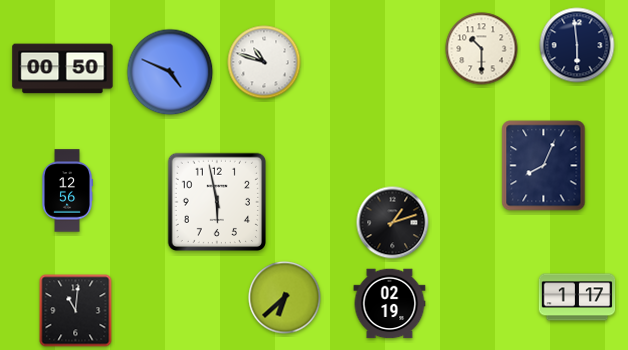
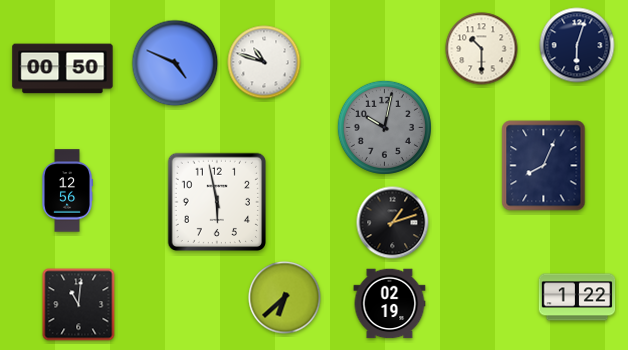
clock at (577, 45): 5:59 -> 6:03
clock at (170, 72) position: (170, 72) -> (175, 63)
clock at (384, 127): none -> 10:02
clock at (577, 297): 1:17 -> 1:22
clock at (76, 311) position: (76, 311) -> (79, 305)
